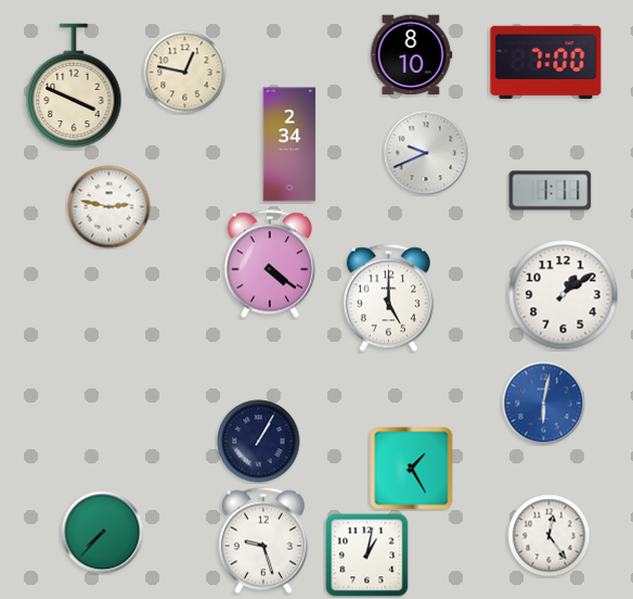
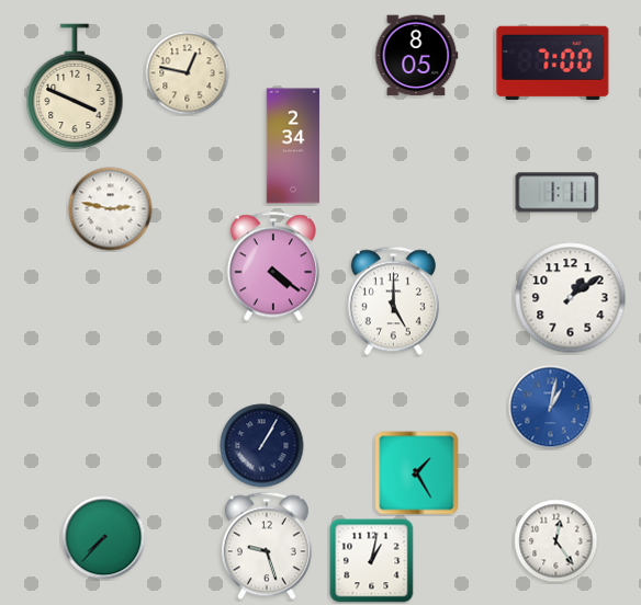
clock at (411, 55): 8:10 -> 8:05
clock at (426, 153): 9:41 -> none
clock at (544, 404): 6:02 -> 1:02
